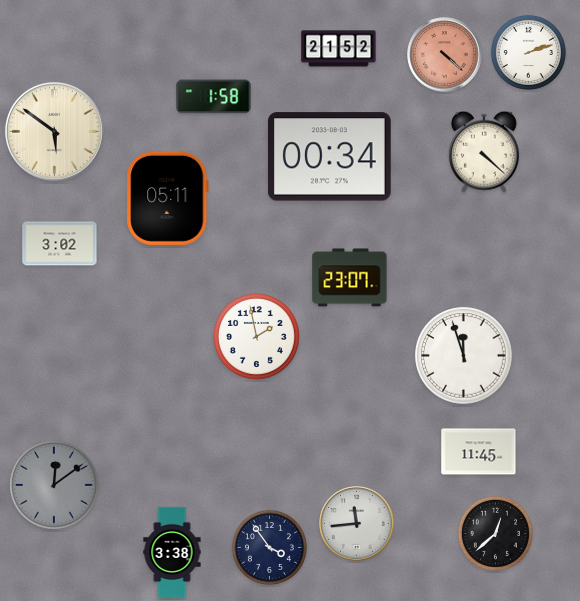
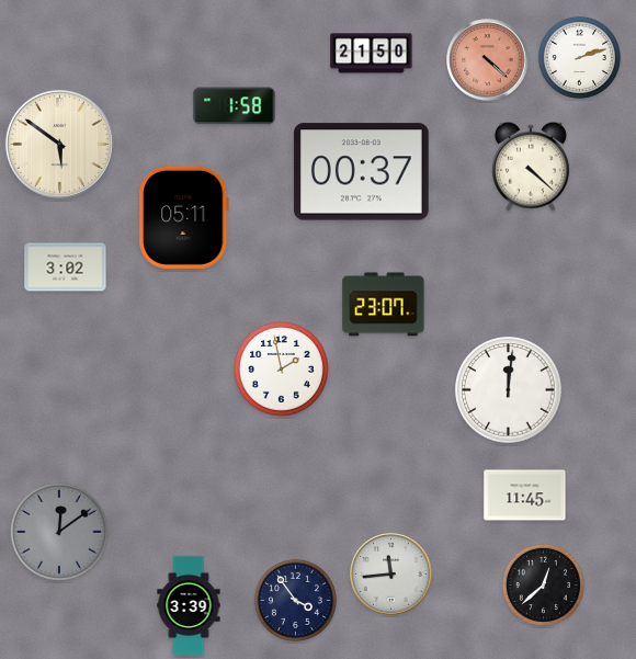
clock at (339, 49): 21:52 -> 21:50
clock at (330, 157): 00:34 -> 00:37
clock at (464, 356): 11:57 -> 12:01
clock at (172, 552): 3:38 -> 3:39
